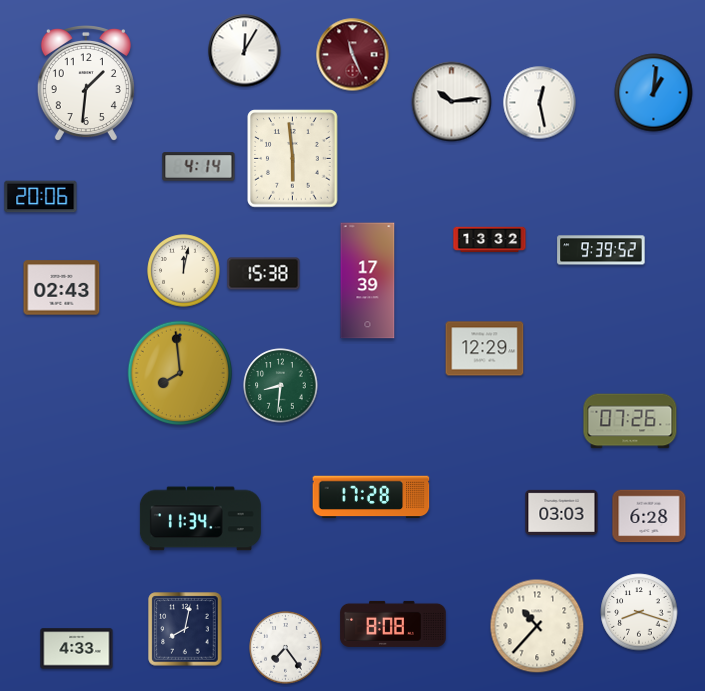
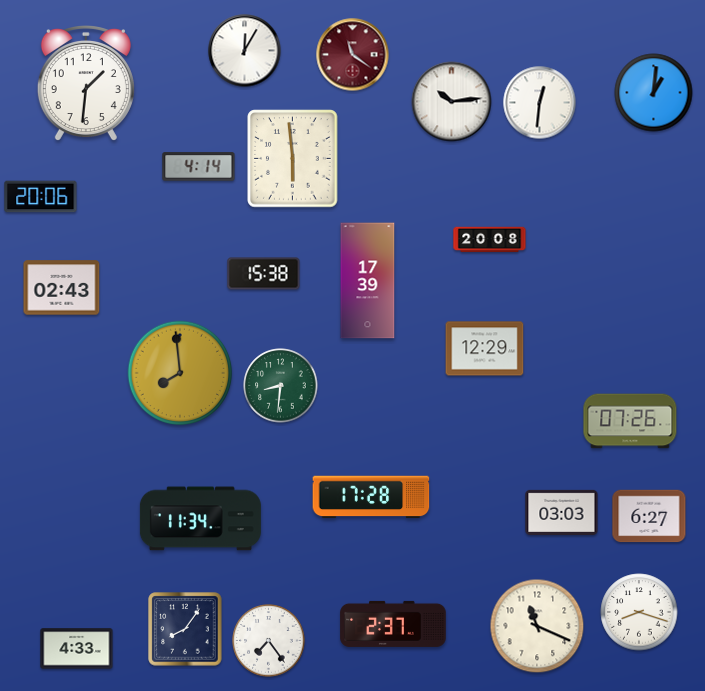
clock at (353, 55): 11:26 -> 11:21
clock at (540, 103): 12:28 -> 12:31
clock at (490, 240): 13:32 -> 20:08
clock at (601, 250): 9:39 -> none
clock at (184, 271): 12:02 -> none
clock at (649, 516): 6:28 -> 6:27
clock at (393, 624): 8:08 -> 2:37
clock at (537, 626): 10:37 -> 11:19
clock at (185, 629): 8:02 -> 8:06
clock at (286, 648) position: (286, 648) -> (269, 641)
